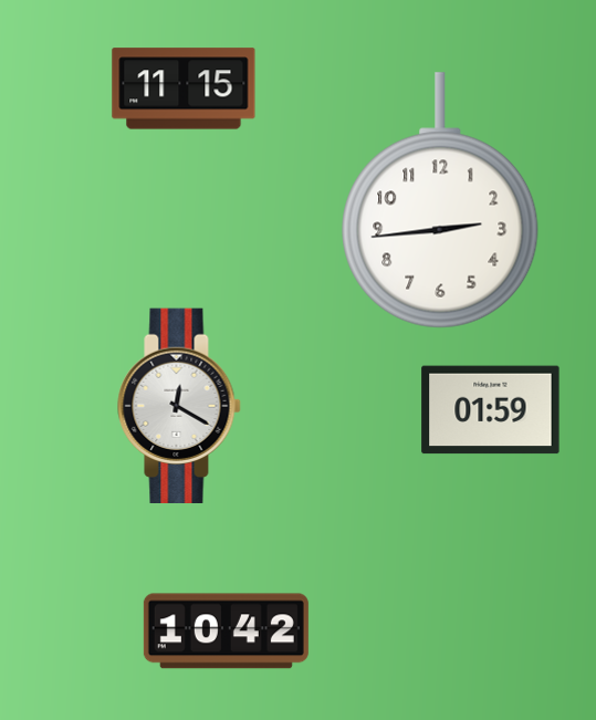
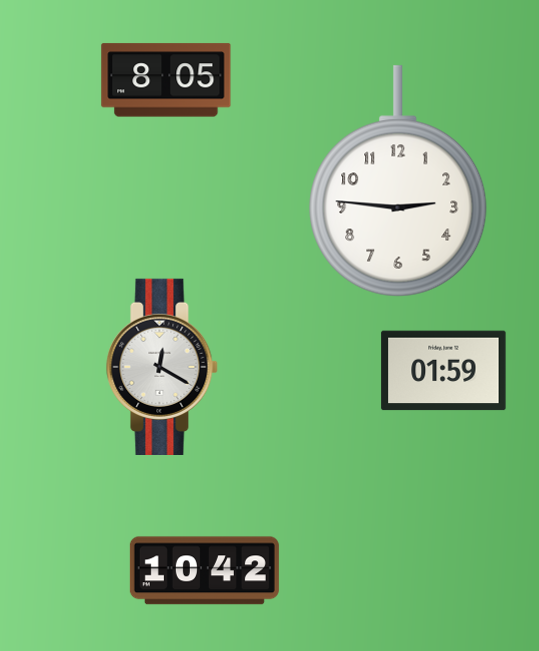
clock at (184, 88): 11:15 -> 8:05
clock at (440, 200): 2:44 -> 2:46
